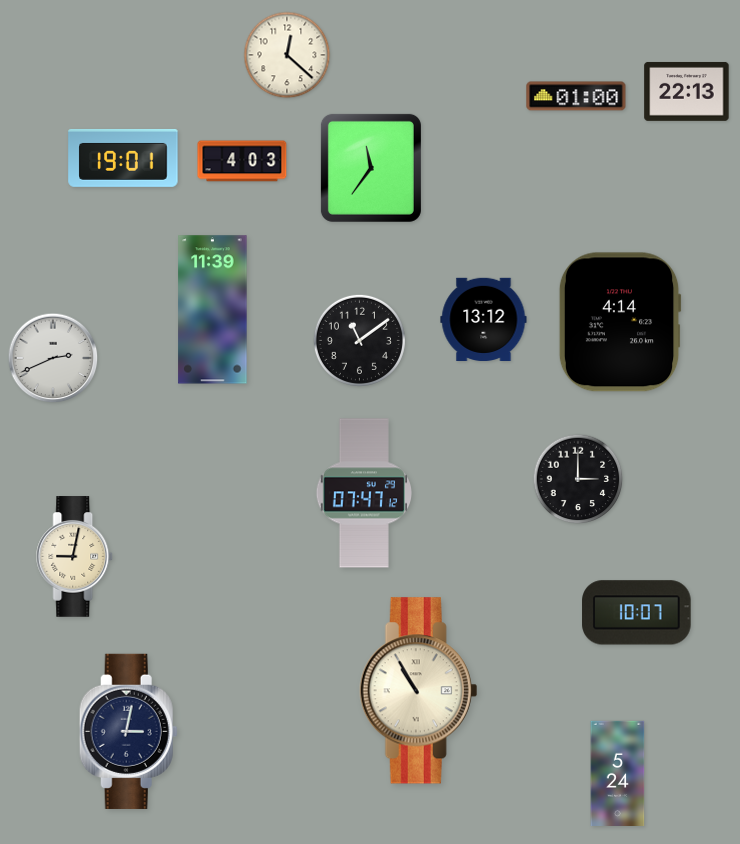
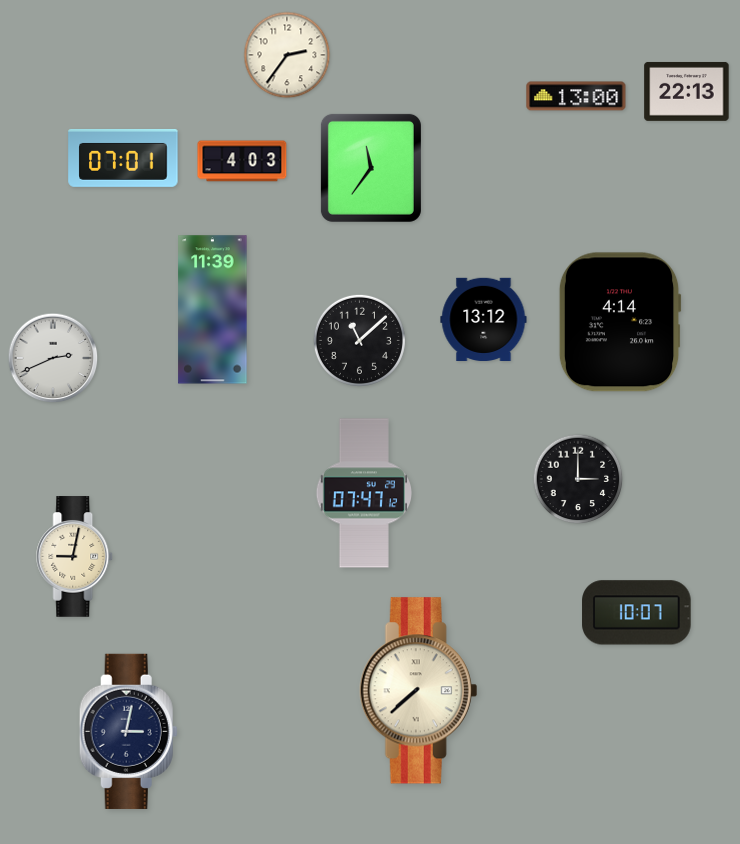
clock at (287, 55): 12:22 -> 2:36
clock at (576, 96): 01:00 -> 13:00
clock at (123, 158): 19:01 -> 07:01
clock at (359, 340): 11:09 -> 11:08
clock at (419, 691): 10:55 -> 7:38
clock at (618, 773): 5:24 -> none
